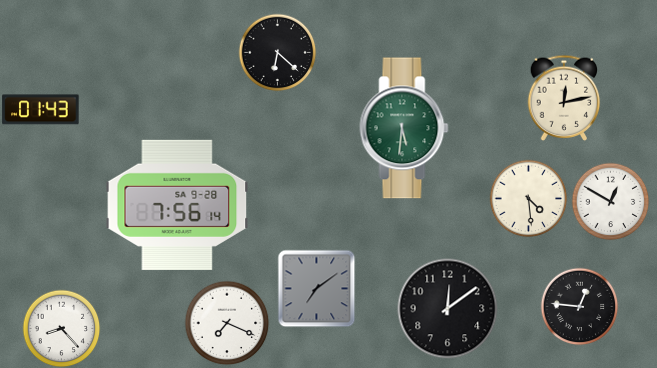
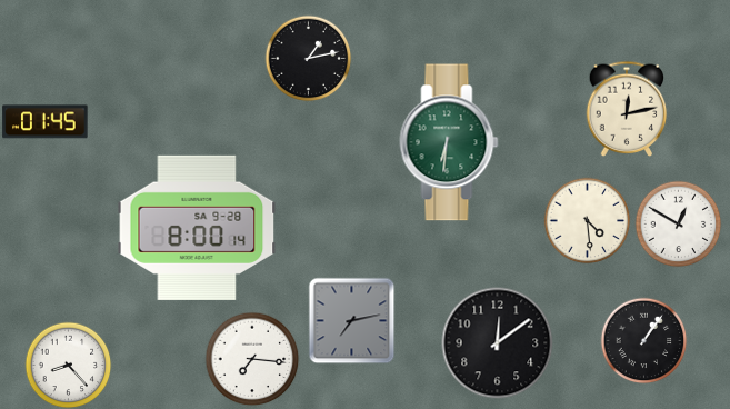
clock at (277, 52): 6:22 -> 1:13
clock at (41, 110): 01:43 -> 01:45
clock at (404, 128): 5:31 -> 6:31
clock at (177, 205): 7:56 -> 8:00
clock at (316, 288): 7:09 -> 7:13
clock at (579, 306): 12:46 -> 1:06
clock at (227, 323): 7:19 -> 7:16
